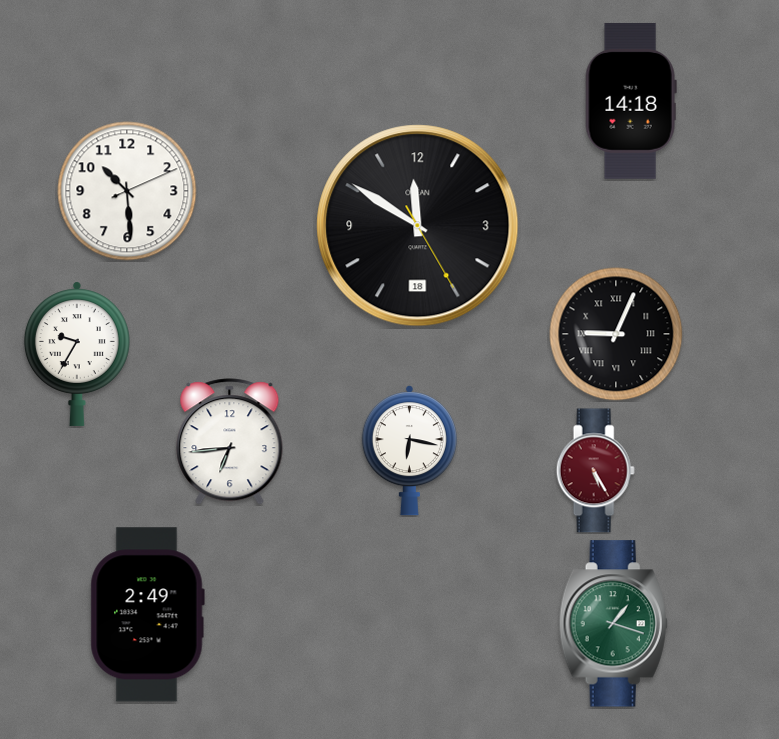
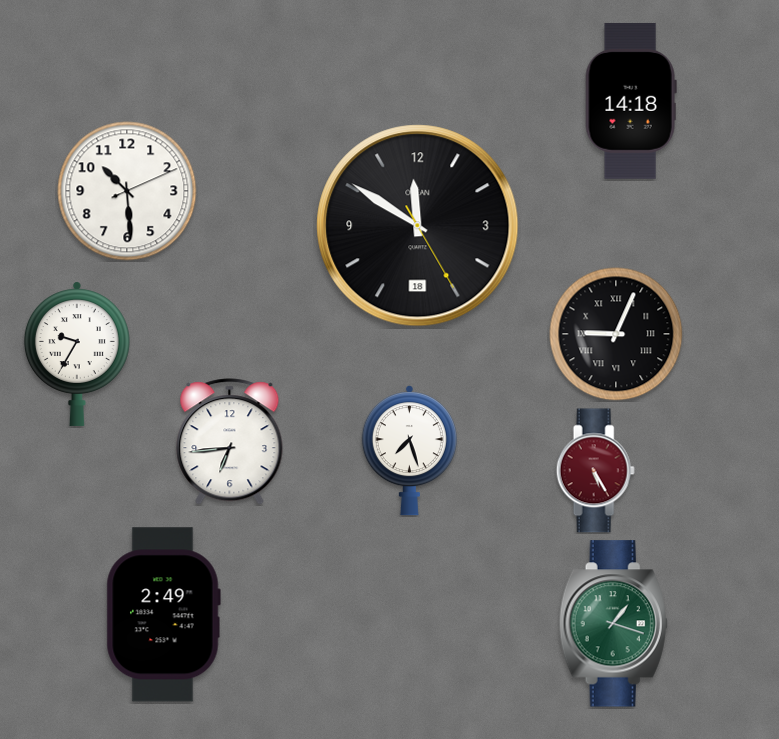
clock at (409, 451): 6:17 -> 7:27
clock at (147, 615) position: (147, 615) -> (163, 615)
